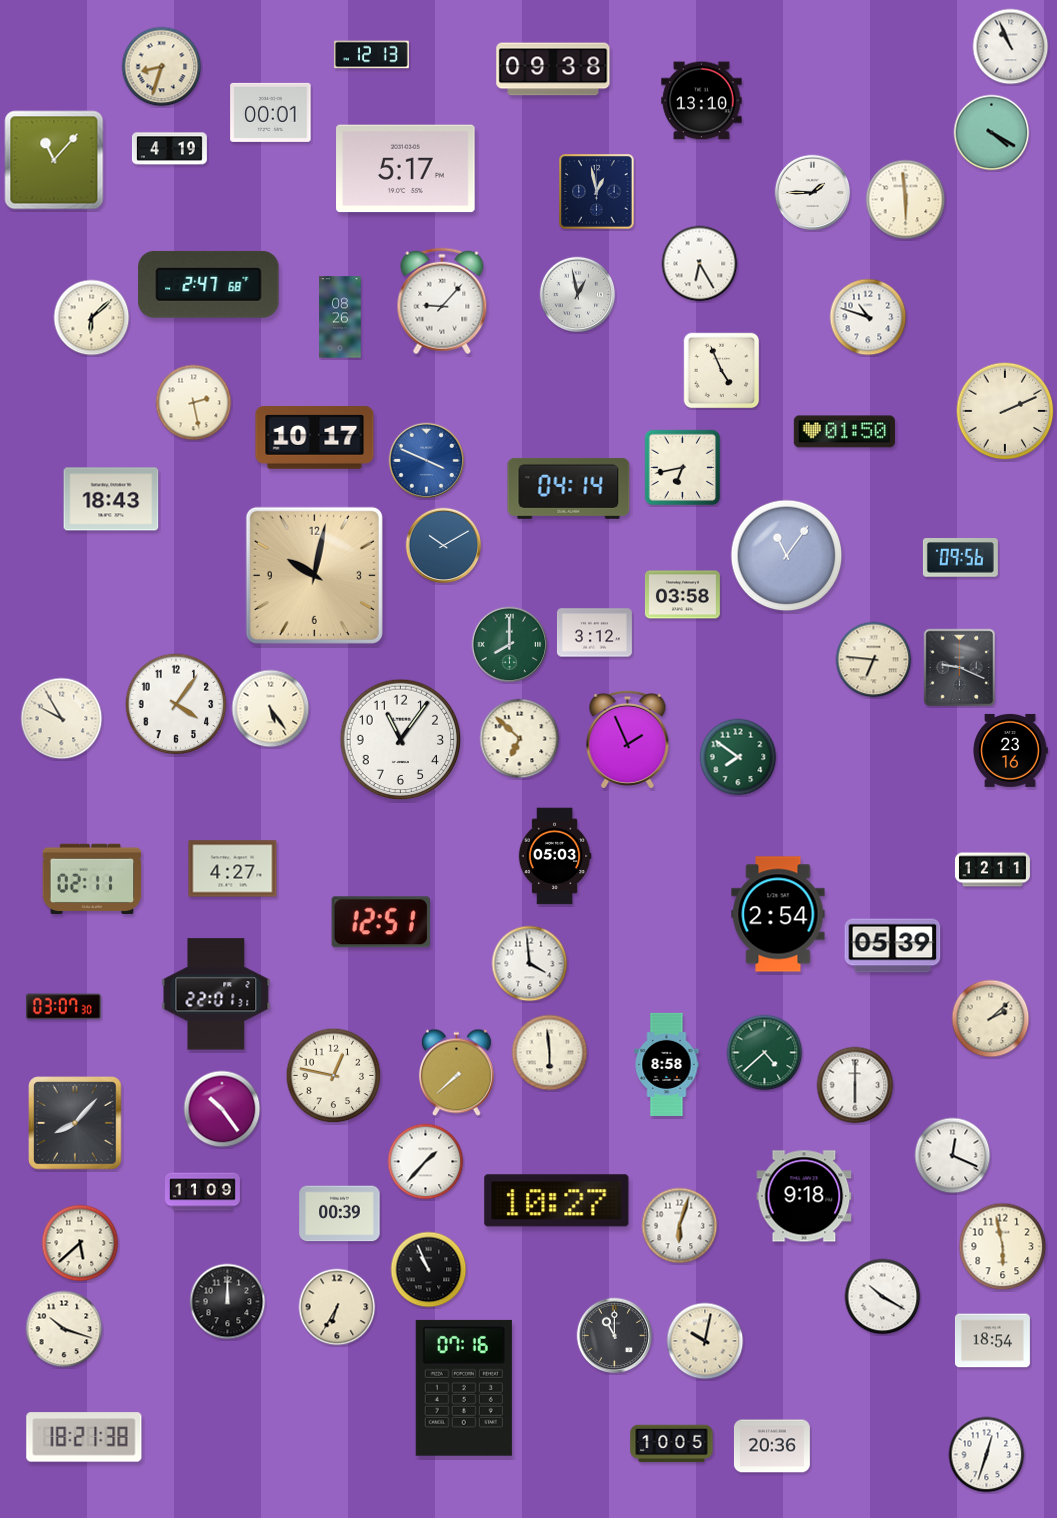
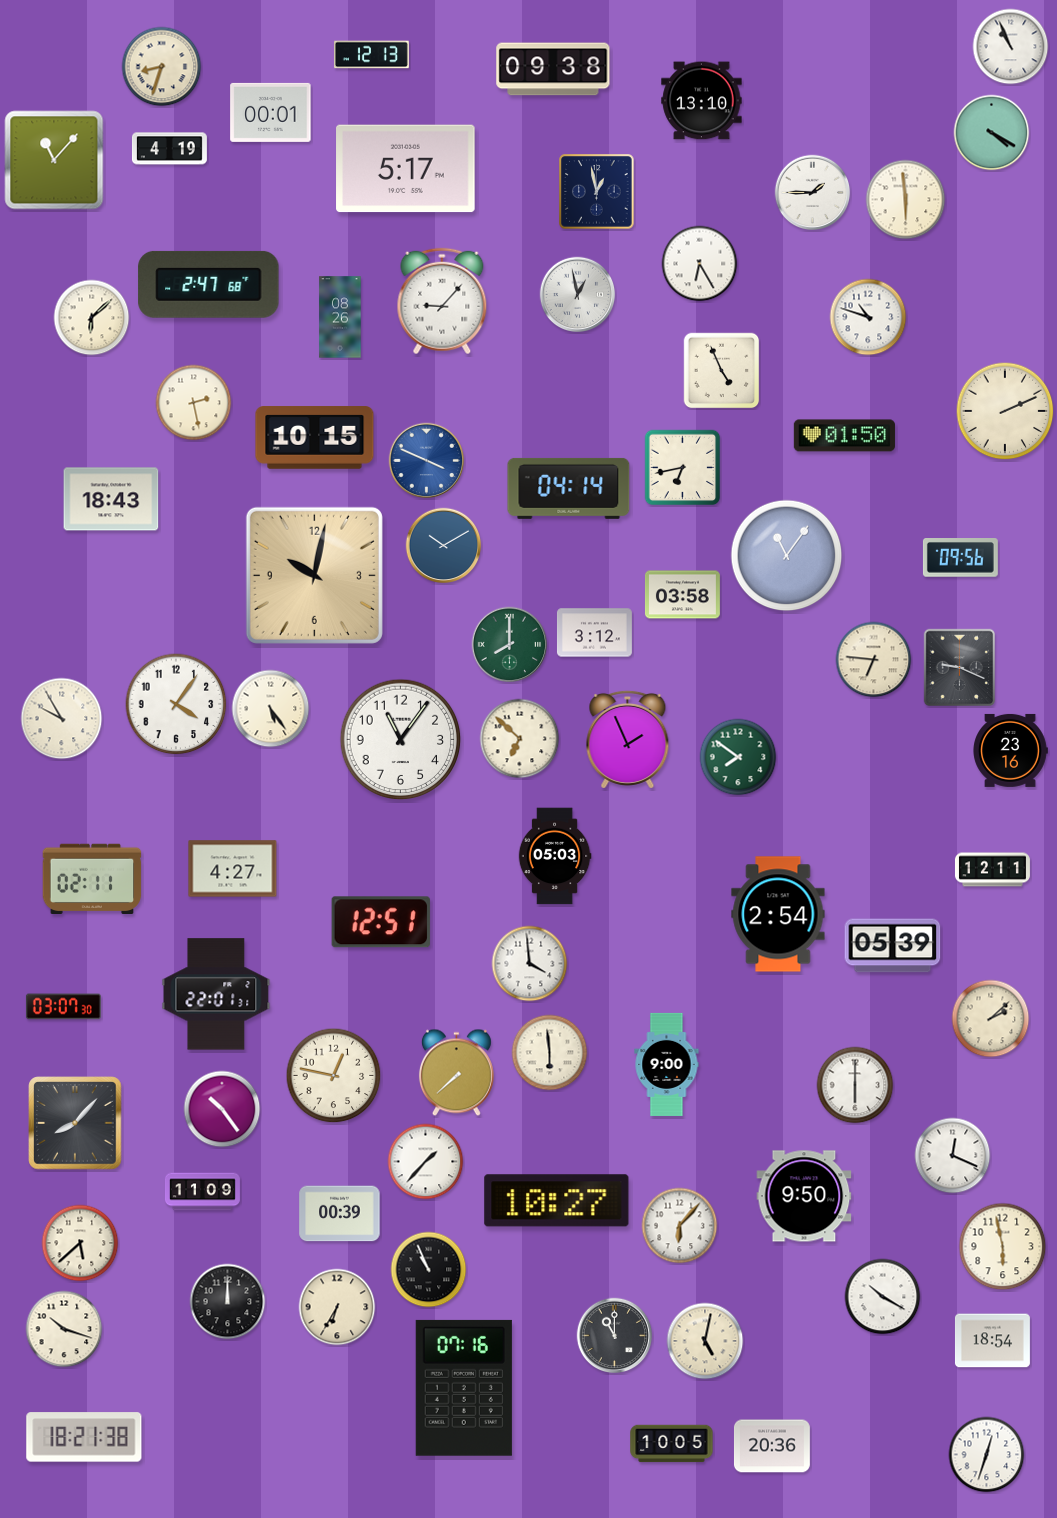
clock at (844, 432) position: (844, 432) -> (844, 436)
clock at (315, 438): 10:17 -> 10:15
clock at (765, 1053): 4:38 -> none
clock at (667, 1064): 8:58 -> 9:00
clock at (804, 1196): 9:18 -> 9:50
clock at (680, 1226): 6:03 -> 6:07
clock at (705, 1341): 10:02 -> 5:02
